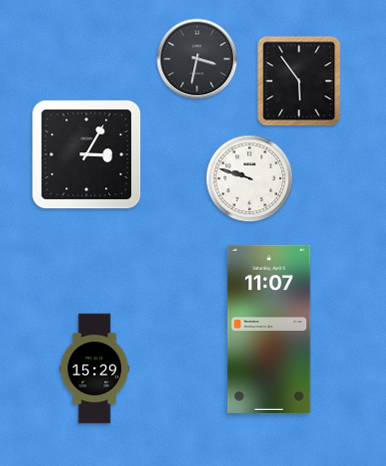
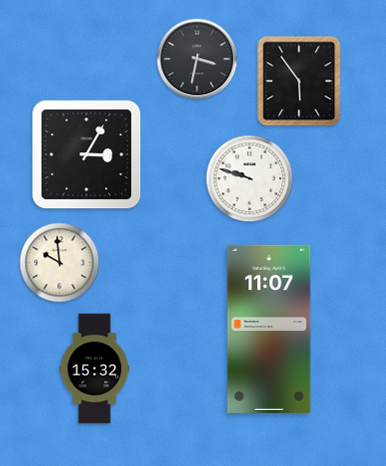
clock at (60, 263): none -> 9:59
clock at (95, 369): 15:29 -> 15:32
